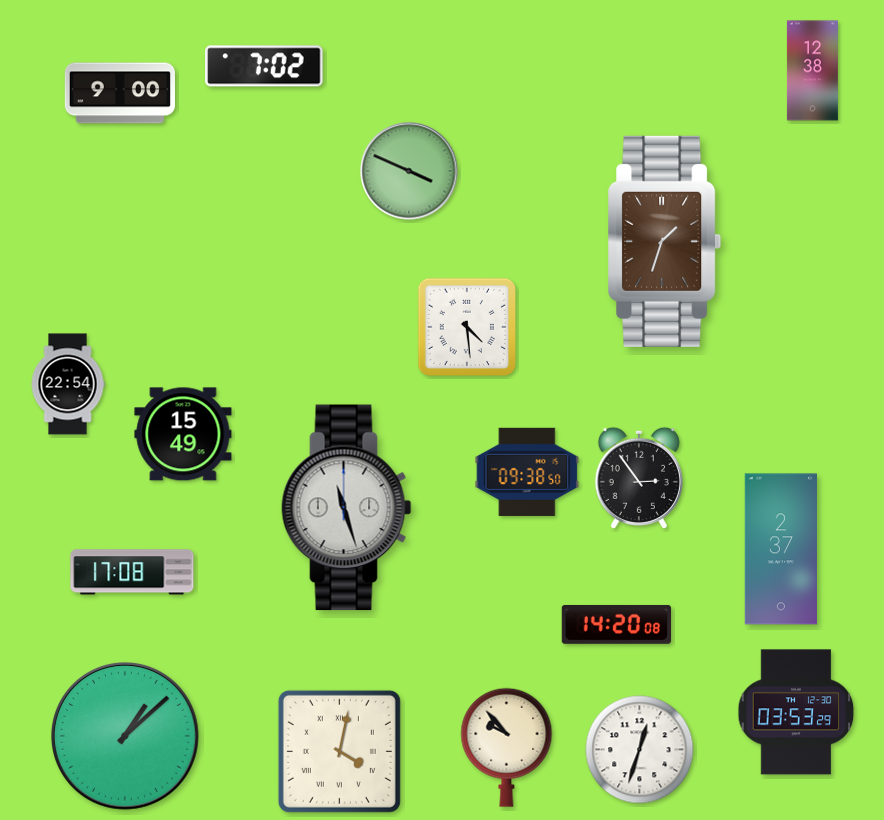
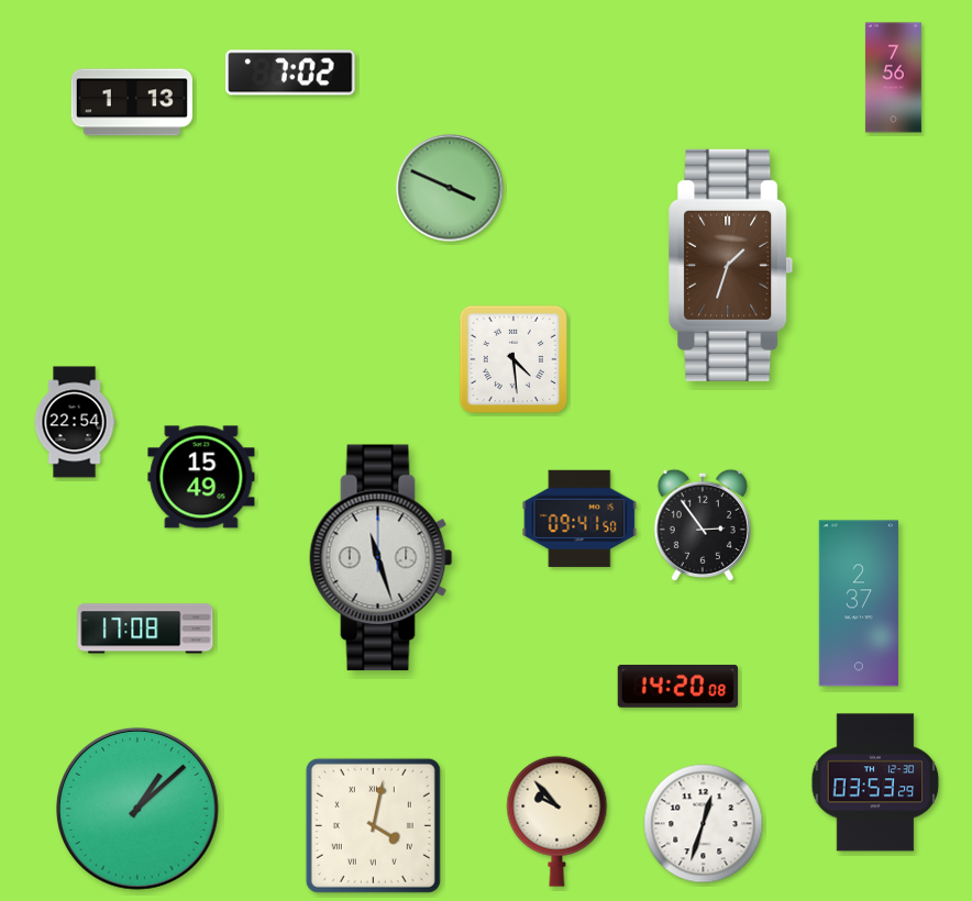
clock at (812, 71): 12:38 -> 7:56
clock at (119, 93): 9:00 -> 1:13
clock at (527, 472): 09:38 -> 09:41
